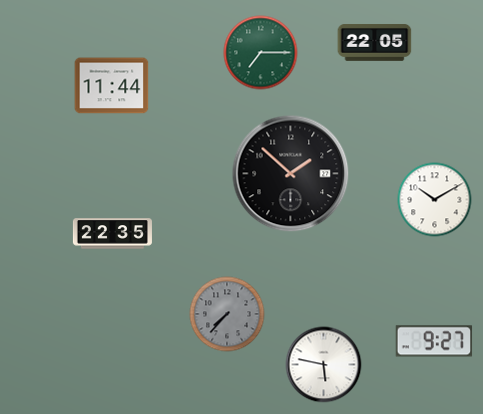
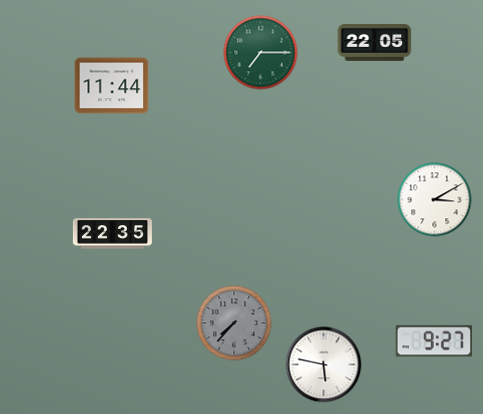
clock at (291, 174): 1:52 -> none
clock at (435, 200): 10:10 -> 3:10
clock at (227, 314) position: (227, 314) -> (234, 323)
